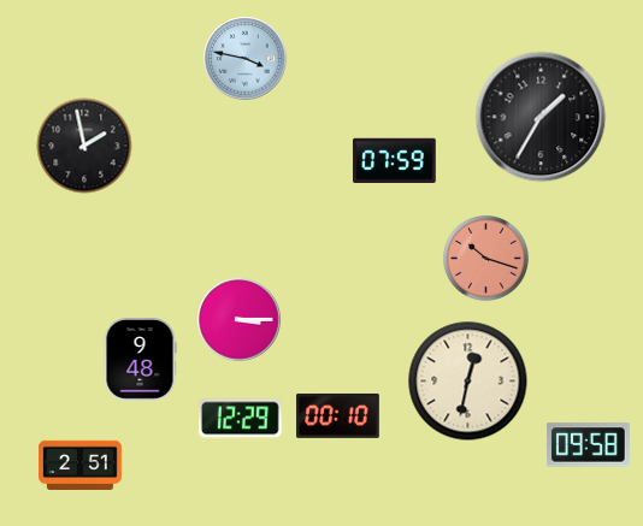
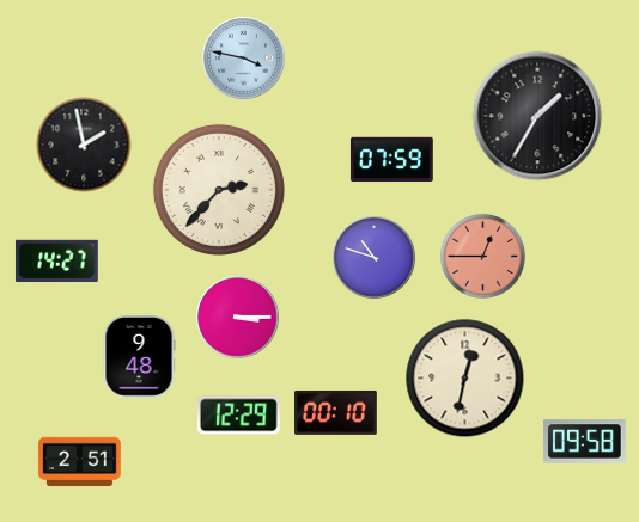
clock at (219, 190): none -> 2:37
clock at (485, 258): 10:18 -> 12:45
clock at (375, 258): none -> 10:48
clock at (56, 260): none -> 14:27
